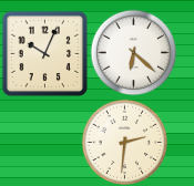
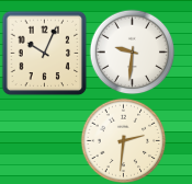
clock at (133, 52): 6:22 -> 9:31
